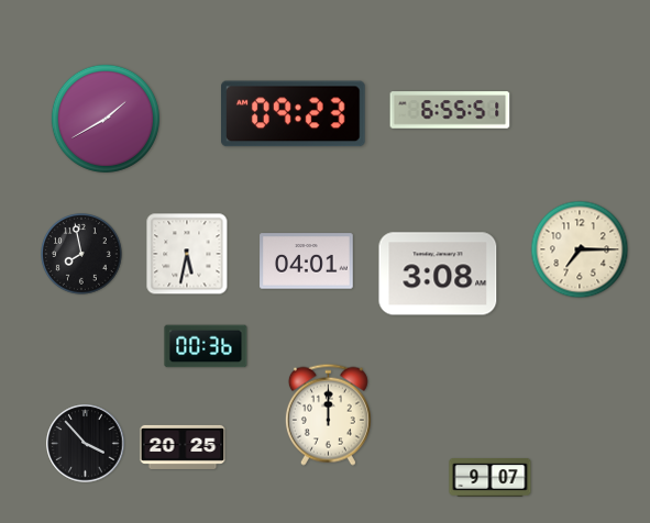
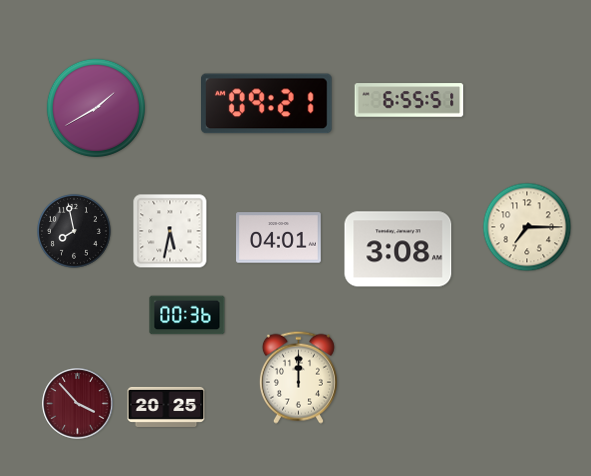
clock at (294, 114): 09:23 -> 09:21
clock at (86, 444) dial: black -> burgundy
clock at (491, 478): 9:07 -> none
